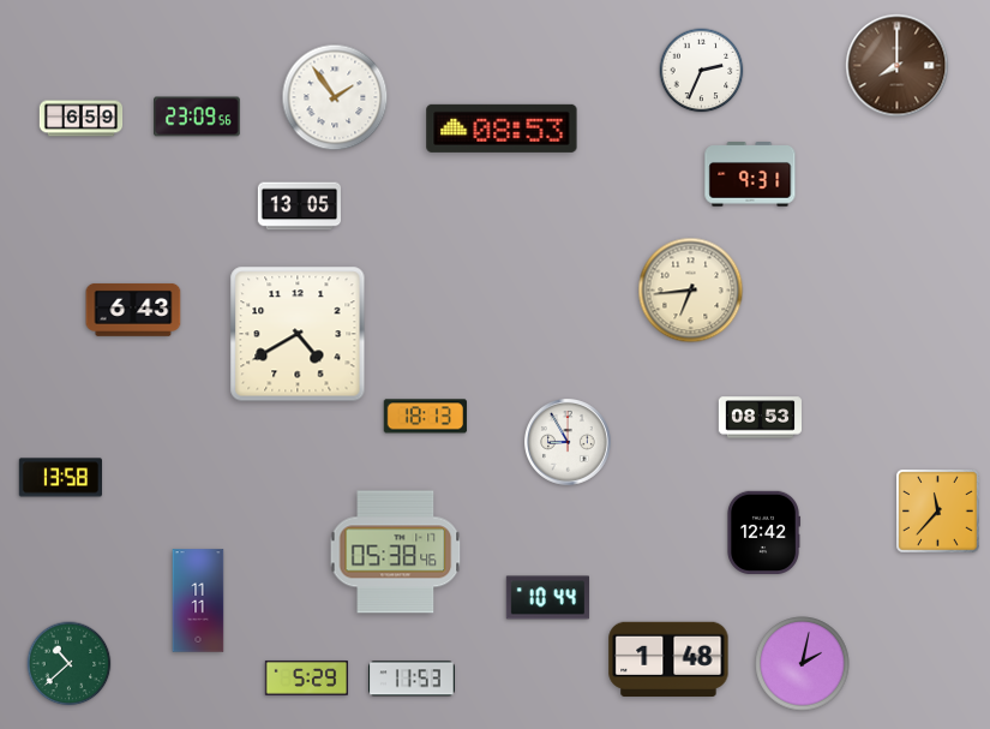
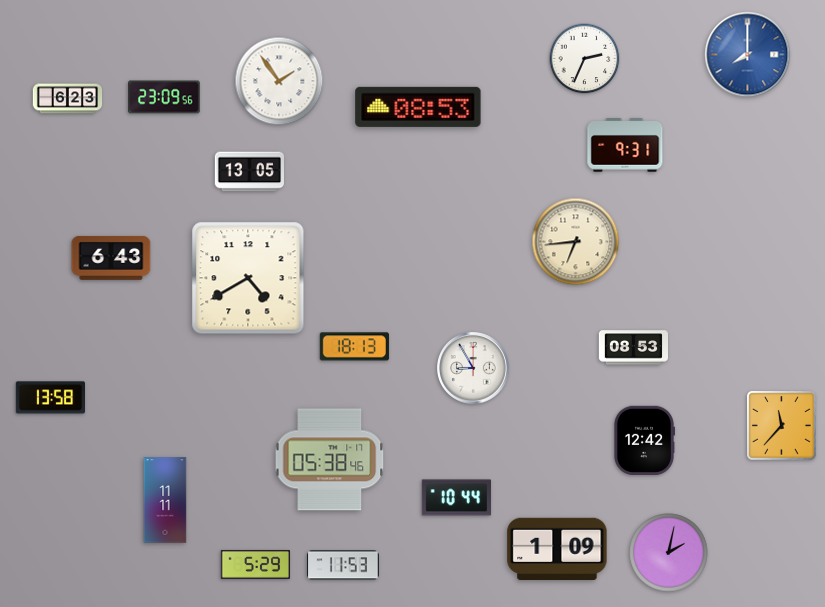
clock at (898, 66) dial: brown -> blue
clock at (82, 119): 6:59 -> 6:23
clock at (763, 532) position: (763, 532) -> (644, 440)
clock at (668, 658): 1:48 -> 1:09
clock at (70, 664): 10:38 -> none
